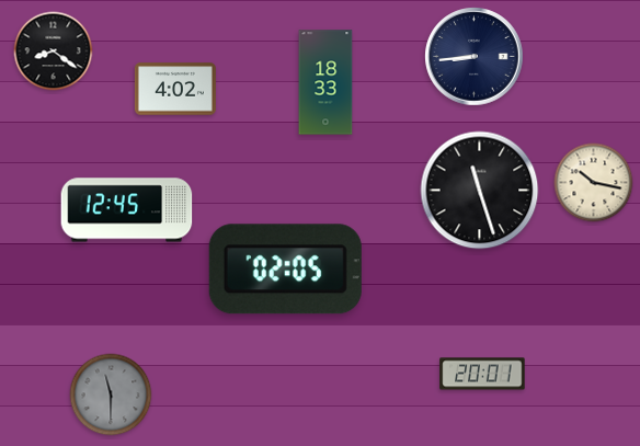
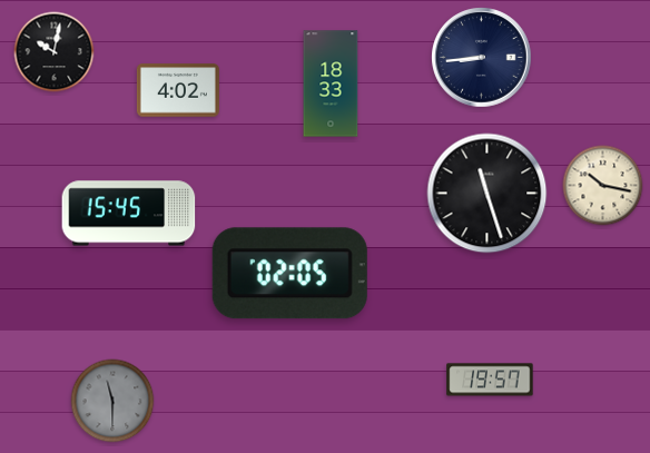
clock at (54, 52): 8:21 -> 10:02
clock at (127, 210): 12:45 -> 15:45
clock at (482, 374): 20:01 -> 19:57
